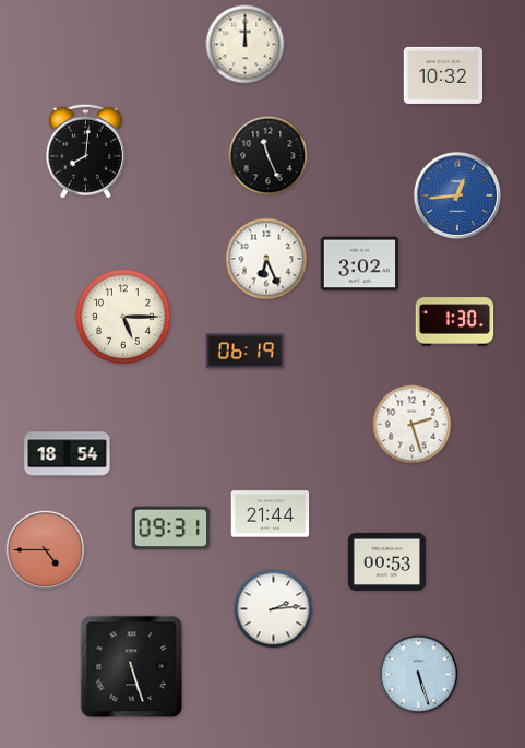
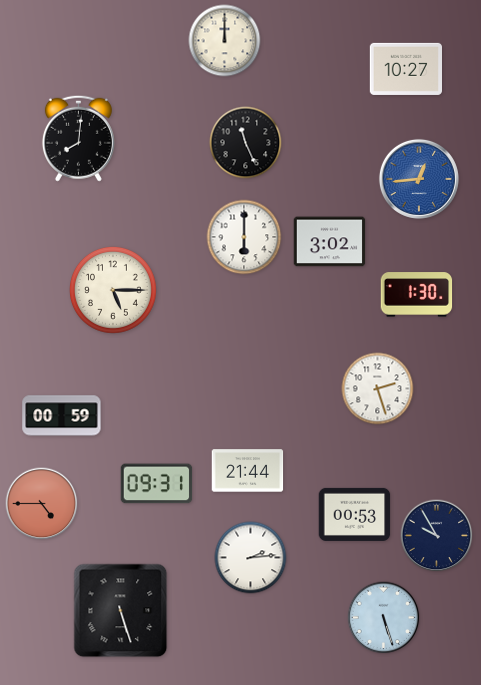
clock at (442, 75): 10:32 -> 10:27
clock at (266, 259): 6:26 -> 6:00
clock at (246, 352): 06:19 -> none
clock at (68, 454): 18:54 -> 00:59
clock at (437, 536): none -> 9:55
